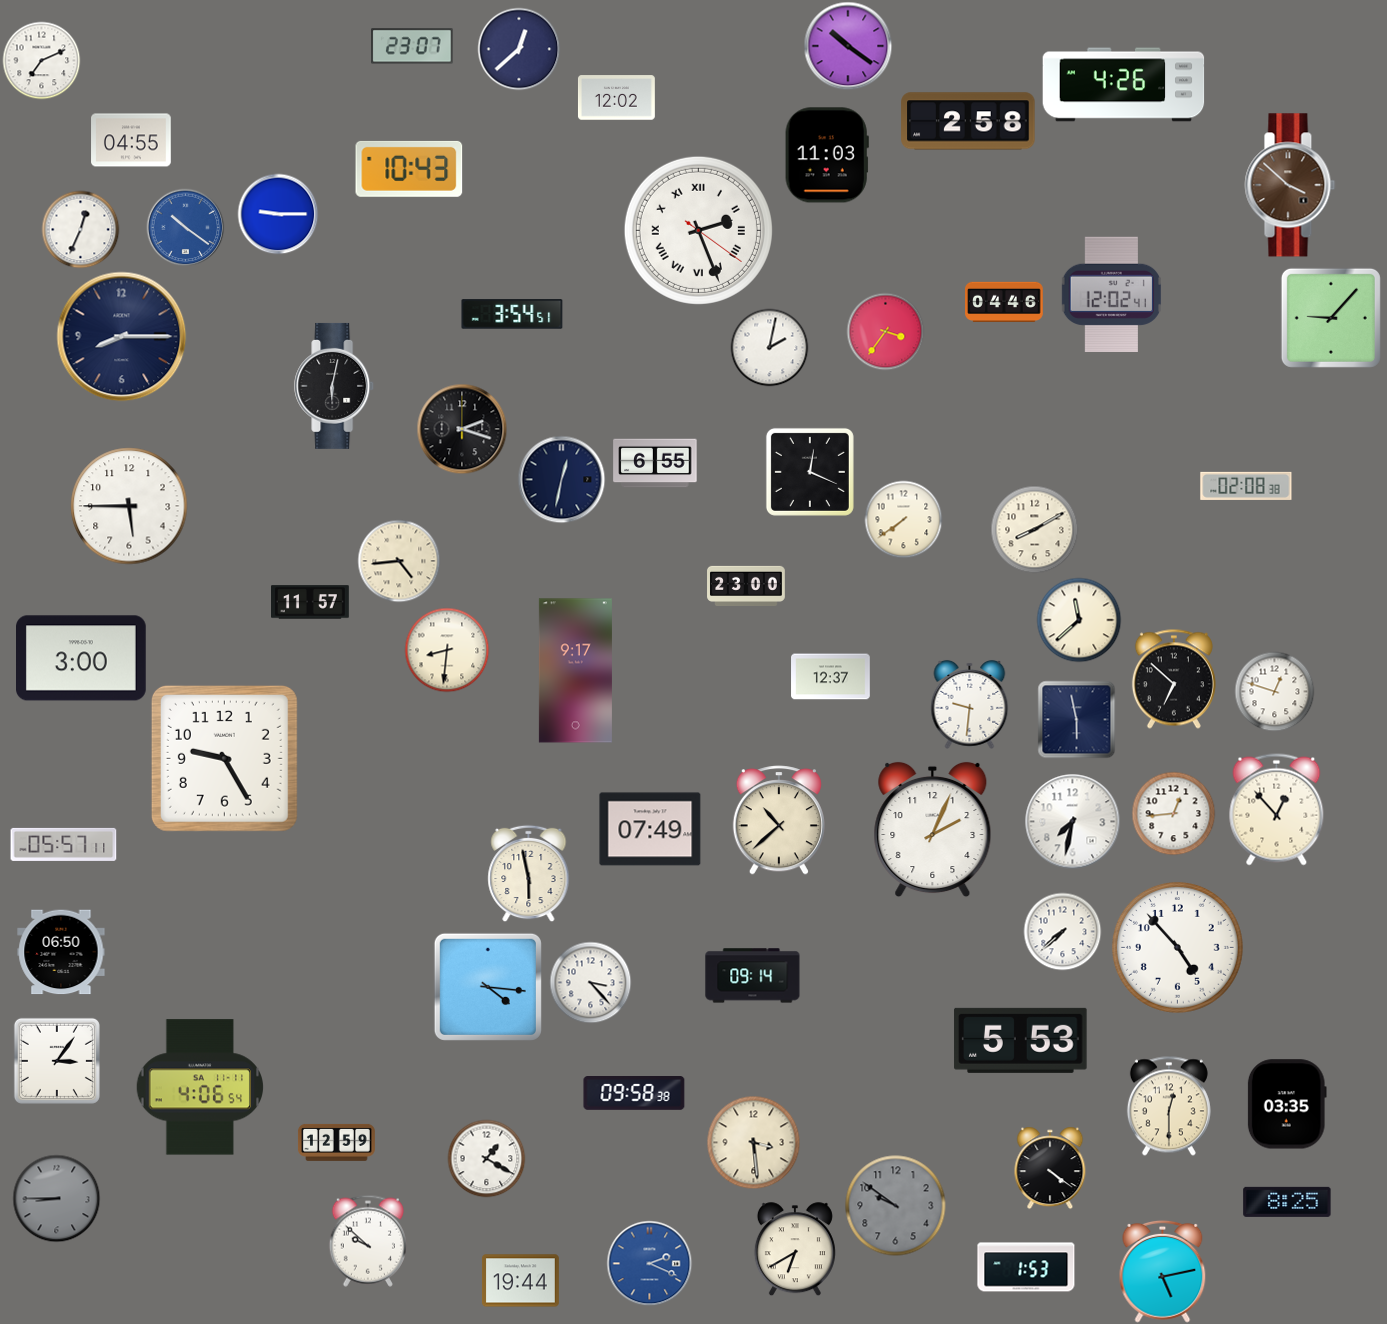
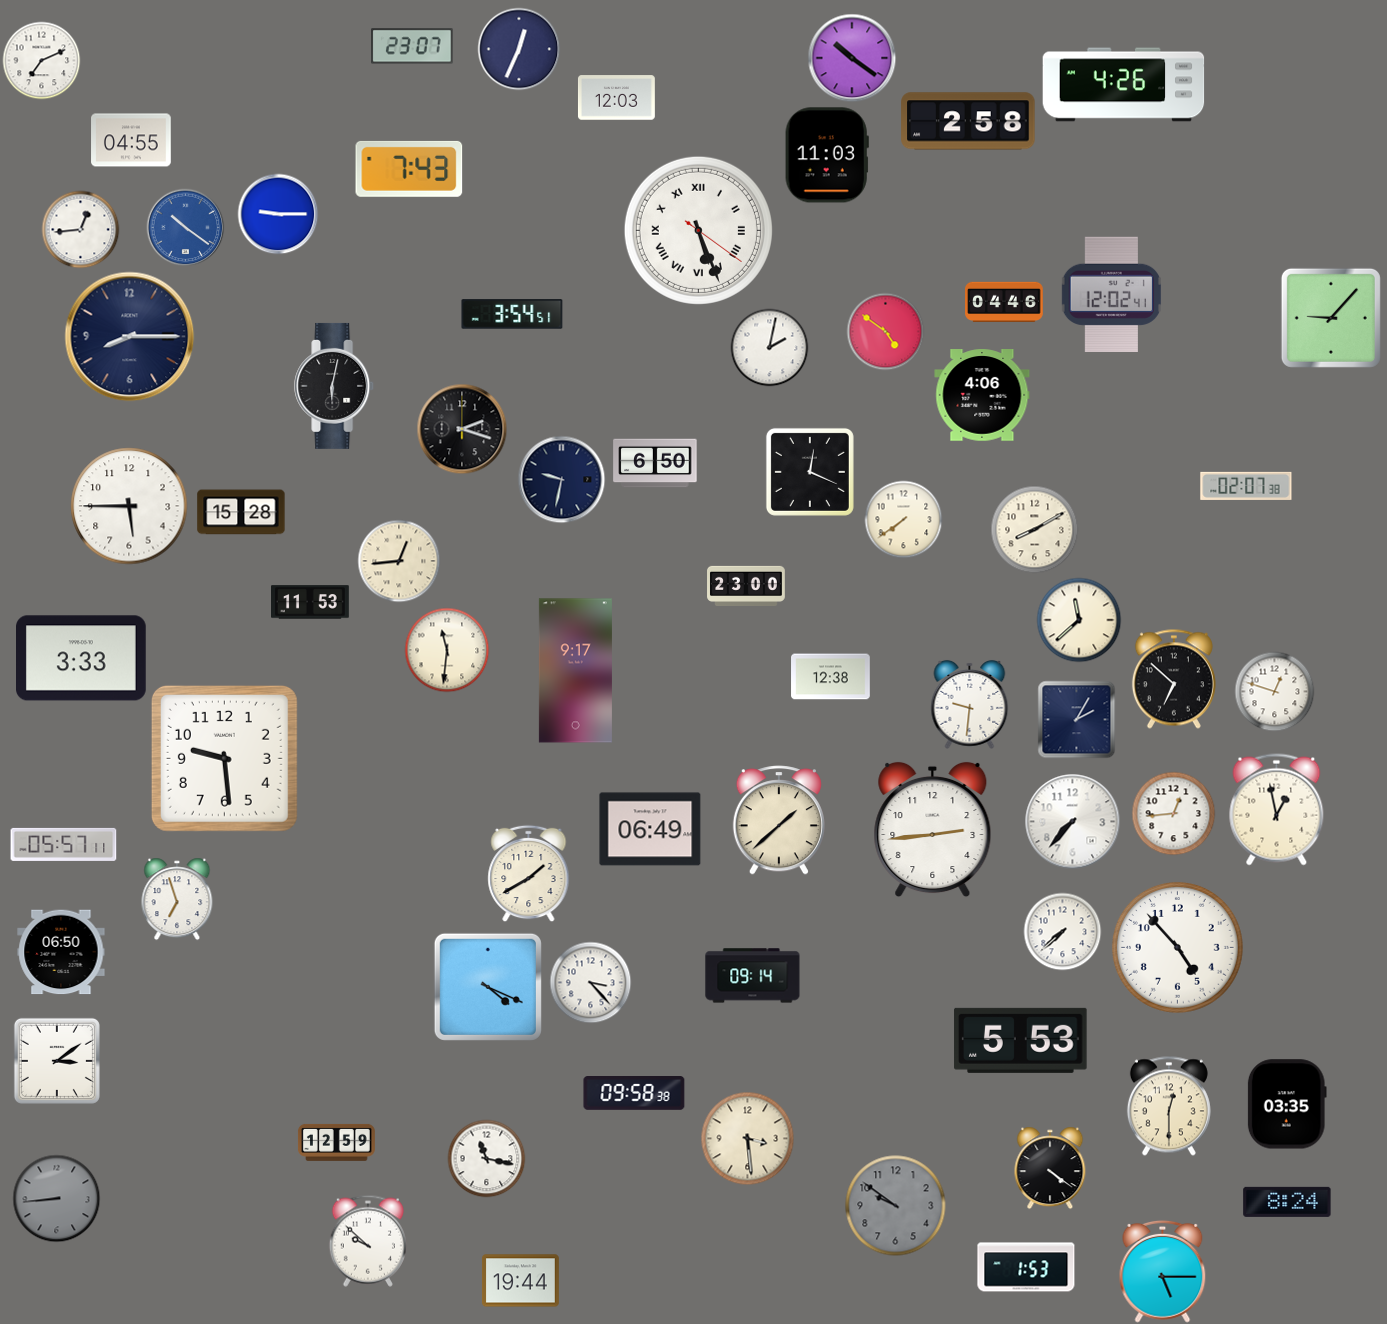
clock at (848, 46) position: (848, 46) -> (852, 58)
clock at (519, 49): 12:38 -> 12:34
clock at (616, 98): 12:02 -> 12:03
clock at (409, 169): 10:43 -> 7:43
clock at (1290, 185): 3:52 -> none
clock at (80, 229): 12:34 -> 12:44
clock at (698, 230): 2:26 -> 5:26
clock at (885, 331): 3:36 -> 4:51
clock at (122, 337) position: (122, 337) -> (130, 337)
clock at (982, 395): none -> 4:06
clock at (655, 463): 6:55 -> 6:50
clock at (561, 479): 12:32 -> 9:32
clock at (1246, 486): 02:08 -> 02:07
clock at (241, 512): none -> 15:28
clock at (399, 561): 4:44 -> 12:44
clock at (311, 602): 11:57 -> 11:53
clock at (447, 650): 8:31 -> 11:31
clock at (82, 658): 3:00 -> 3:33
clock at (831, 677): 12:37 -> 12:38
clock at (1076, 719): 5:58 -> 2:05
clock at (224, 758): 9:25 -> 9:29
clock at (1277, 810): 12:53 -> 12:58
clock at (779, 820): 10:38 -> 1:38
clock at (1072, 821): 7:32 -> 7:37
clock at (650, 829): 07:49 -> 06:49
clock at (933, 830): 2:04 -> 2:44
clock at (529, 873): 5:58 -> 1:40
clock at (177, 899): none -> 6:57
clock at (488, 987): 4:16 -> 4:19
clock at (57, 1061): 3:06 -> 3:09
clock at (200, 1087): 4:06 -> none
clock at (753, 1142) position: (753, 1142) -> (747, 1138)
clock at (486, 1158): 1:20 -> 11:17
clock at (56, 1198): 8:45 -> 8:44
clock at (1287, 1202): 8:25 -> 8:24
clock at (795, 1249): 6:40 -> none
clock at (649, 1263): 2:19 -> none
clock at (1163, 1271): 5:13 -> 5:15
